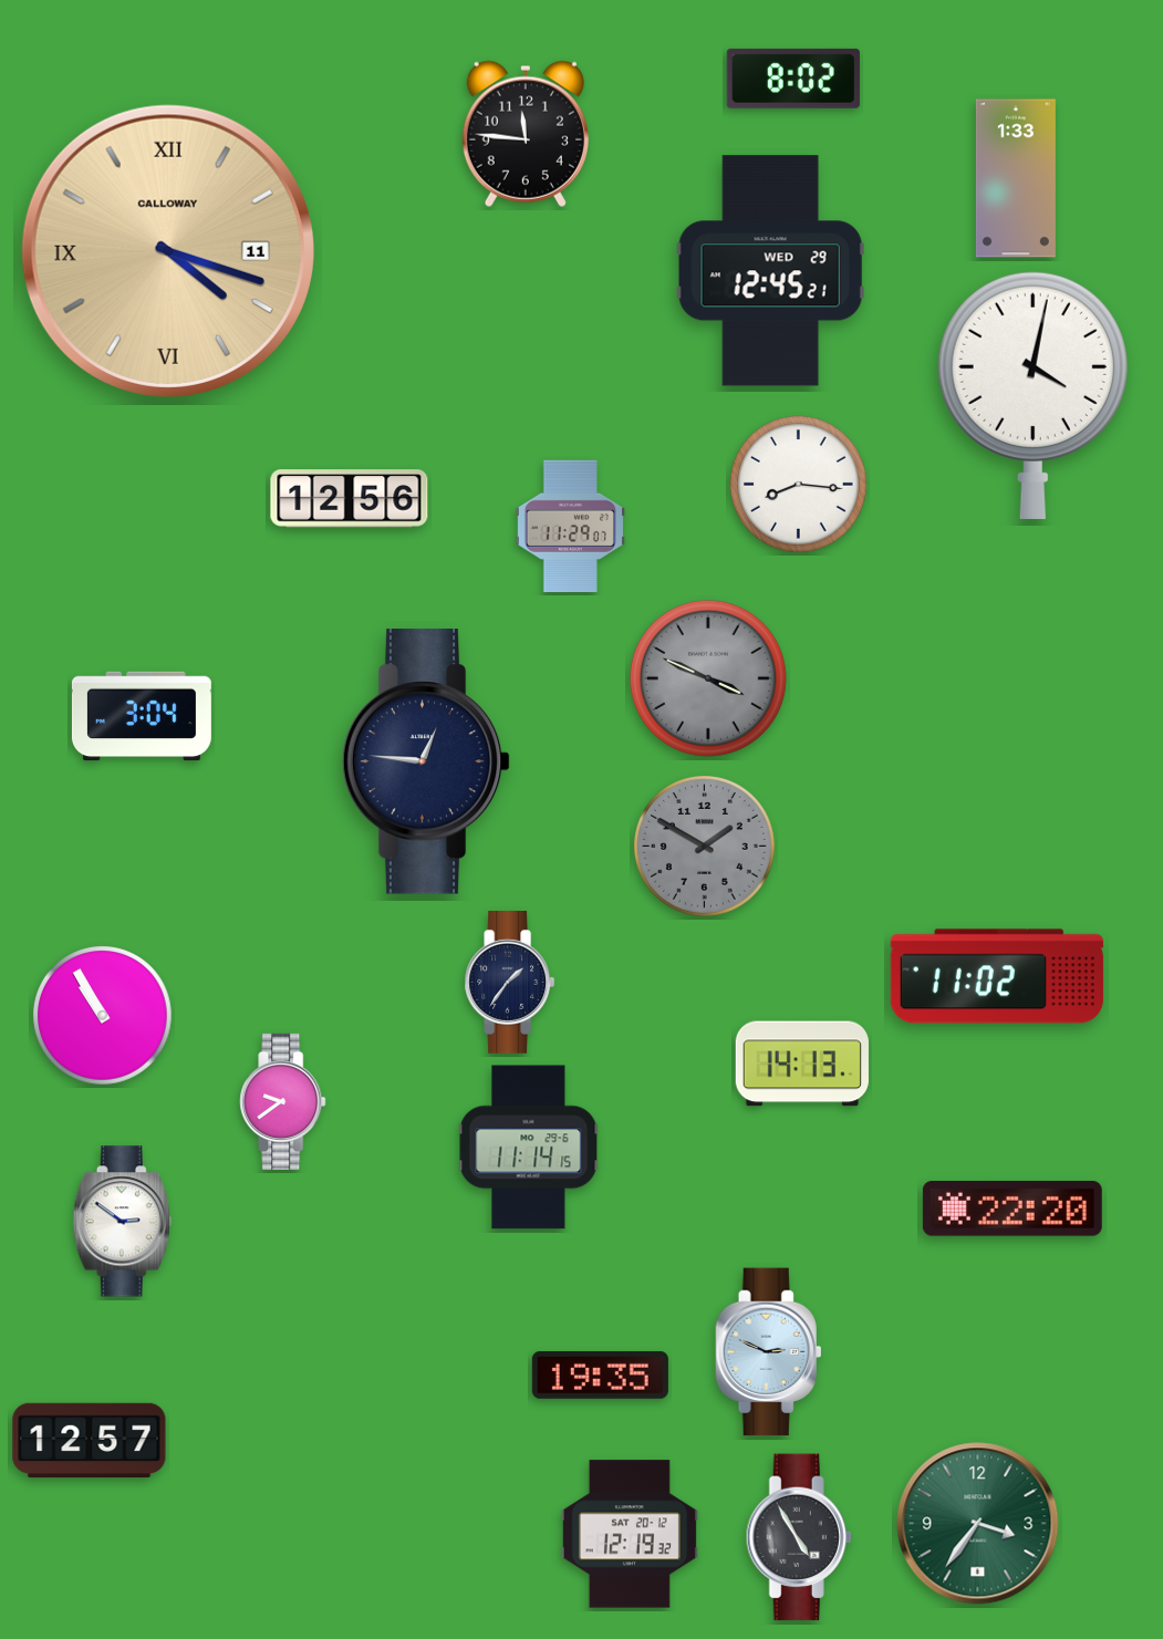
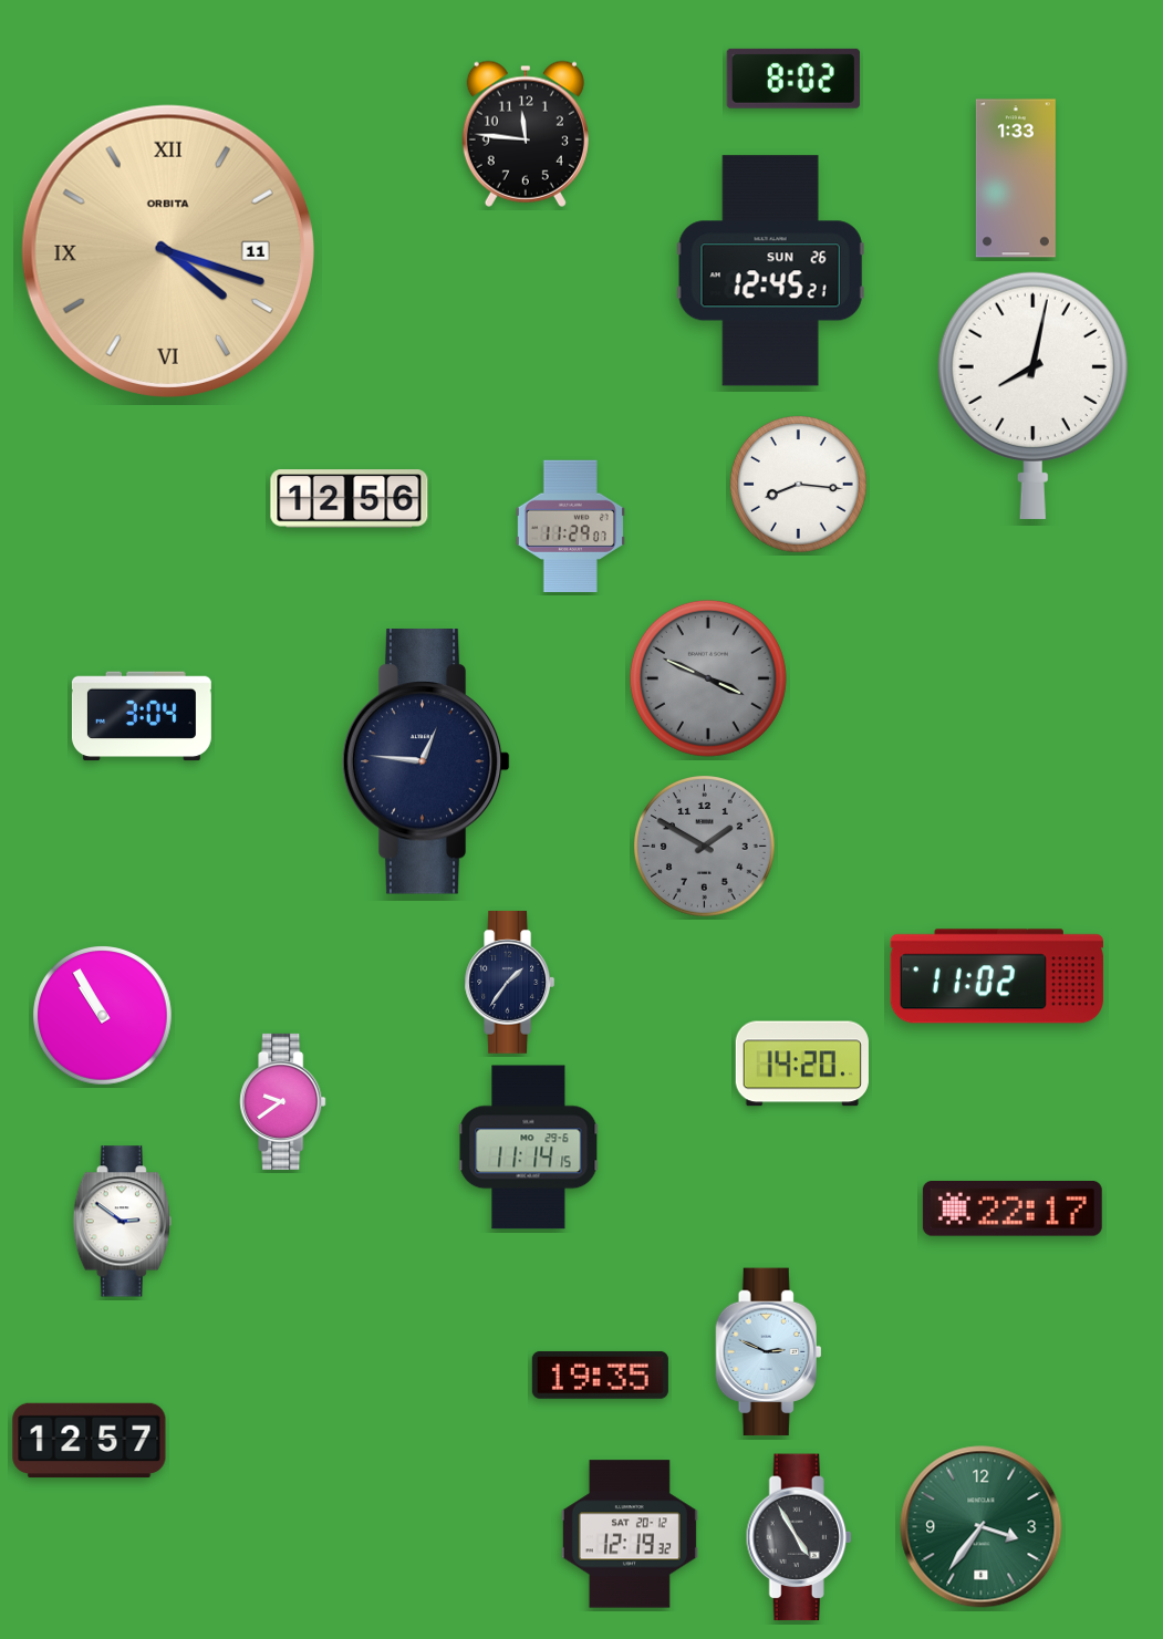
clock at (168, 251) brand: CALLOWAY -> ORBITA
clock at (770, 271) date: WED 29 -> SUN 26
clock at (1032, 395): 4:02 -> 8:02
clock at (802, 1064): 14:13 -> 14:20
clock at (1013, 1210): 22:20 -> 22:17
clock at (978, 1524) position: (978, 1524) -> (982, 1527)
